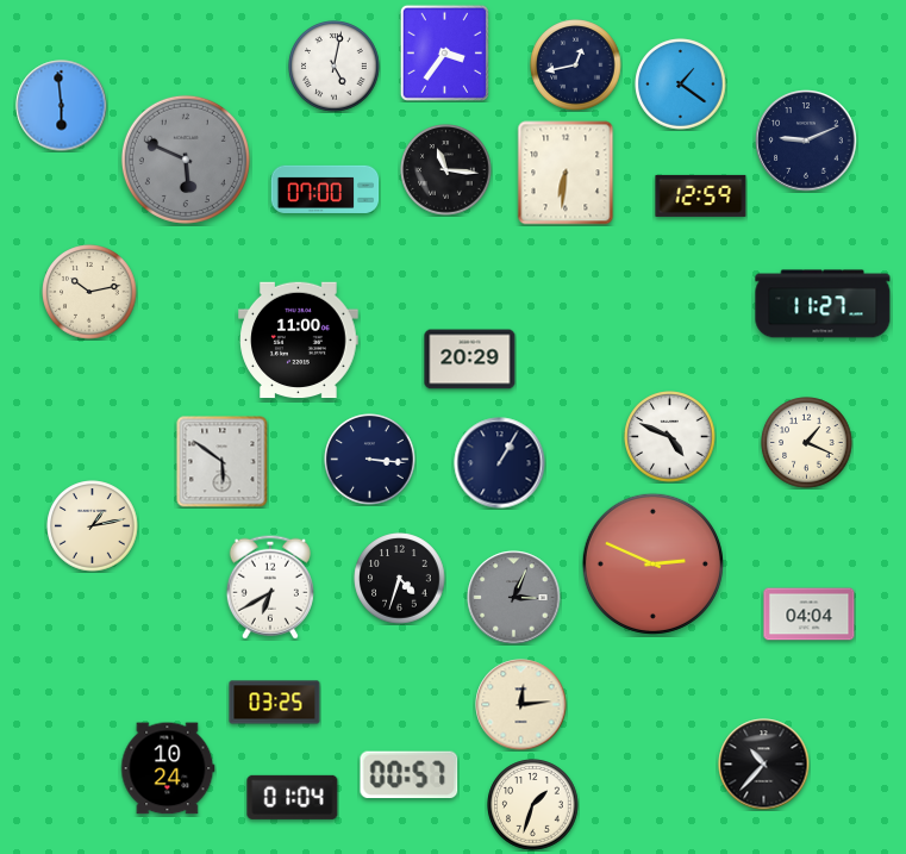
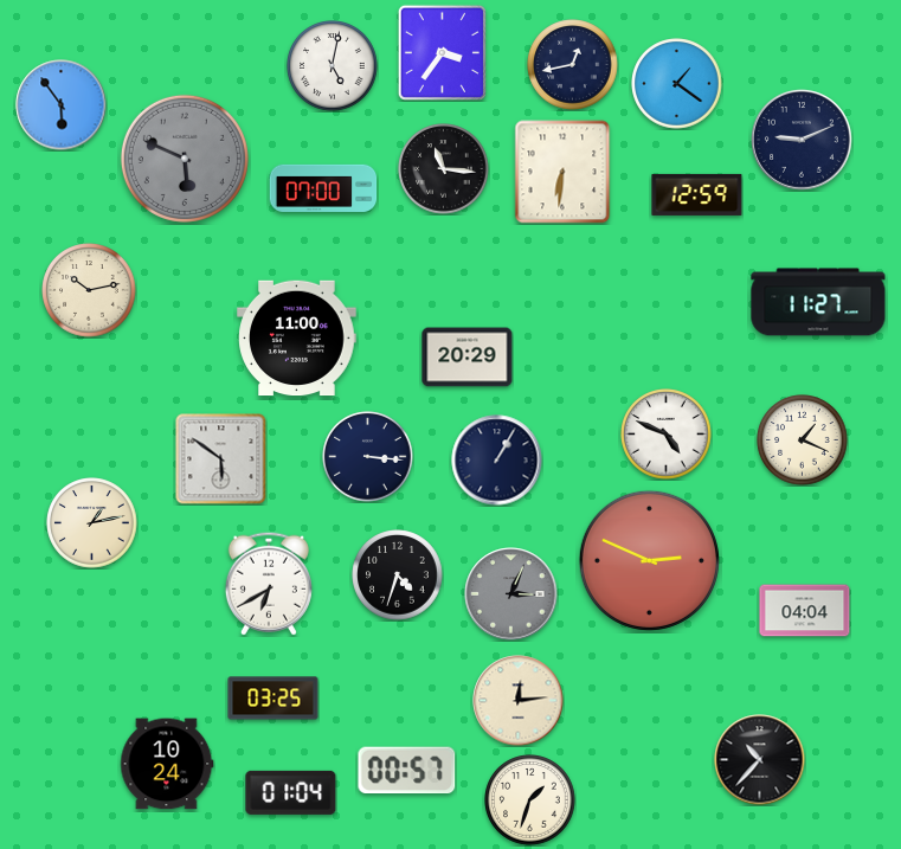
clock at (62, 106): 5:59 -> 5:54
